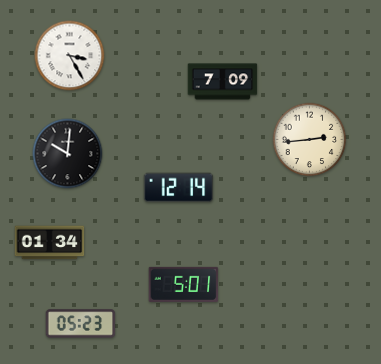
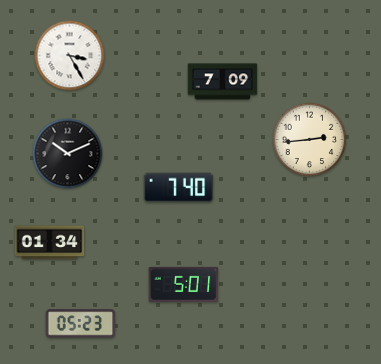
clock at (68, 154): 10:01 -> 10:11
clock at (179, 188): 12:14 -> 7:40
